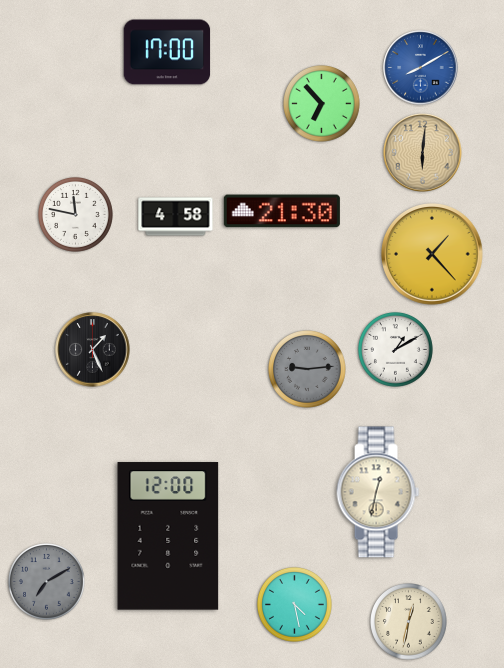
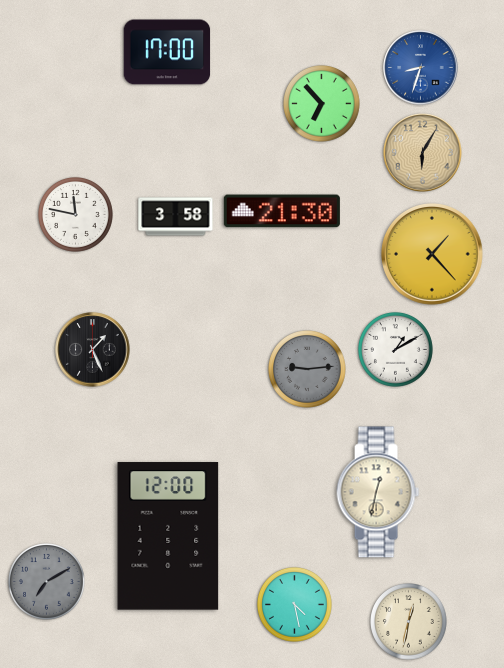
clock at (421, 68): 8:10 -> 8:33
clock at (423, 153): 6:01 -> 6:05
clock at (176, 217): 4:58 -> 3:58
